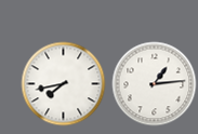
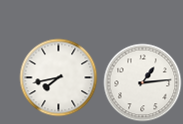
clock at (154, 83) position: (154, 83) -> (142, 82)
